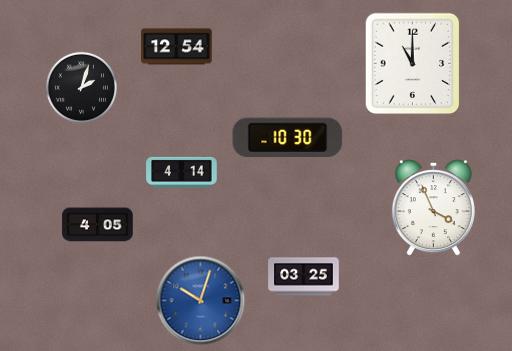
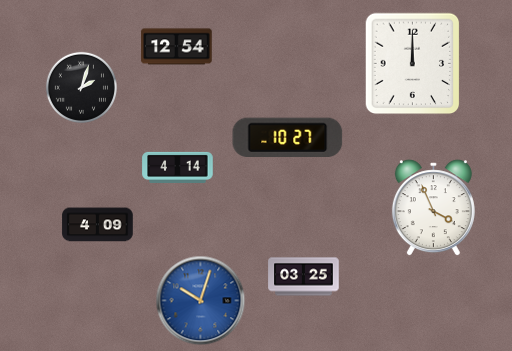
clock at (413, 64): 11:00 -> 12:00
clock at (288, 137): 10:30 -> 10:27
clock at (182, 172) position: (182, 172) -> (178, 167)
clock at (98, 225): 4:05 -> 4:09
